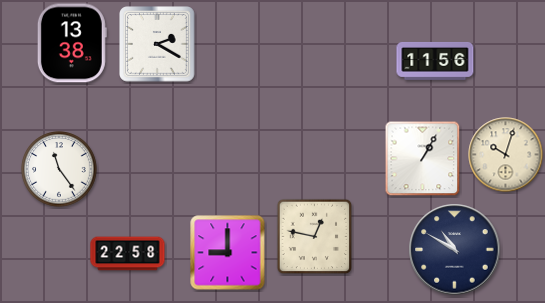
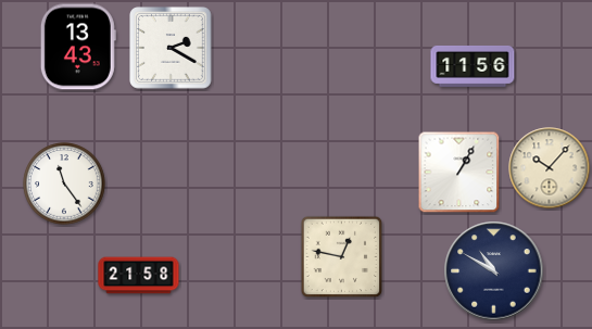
clock at (72, 43): 13:38 -> 13:43
clock at (506, 155): 10:03 -> 10:07
clock at (228, 253): 9:00 -> none
clock at (128, 254): 22:58 -> 21:58
